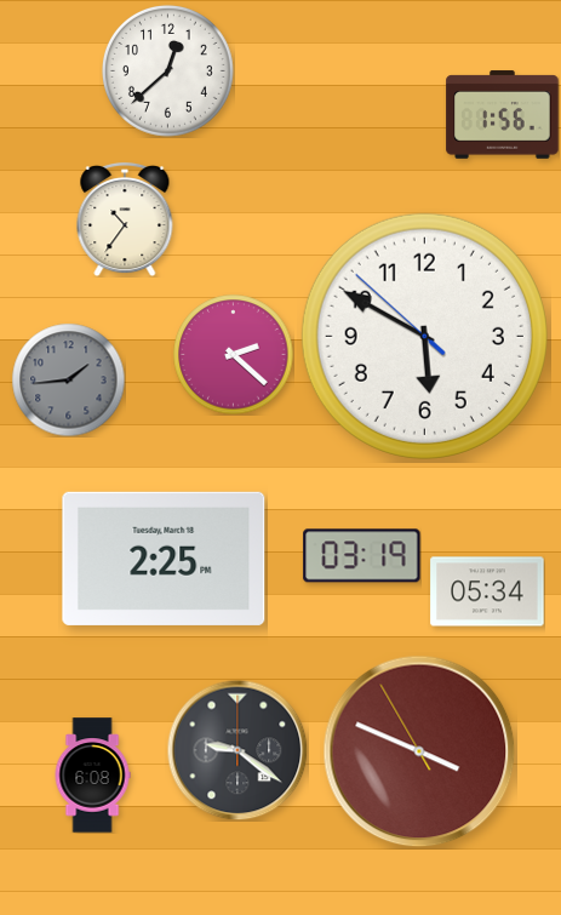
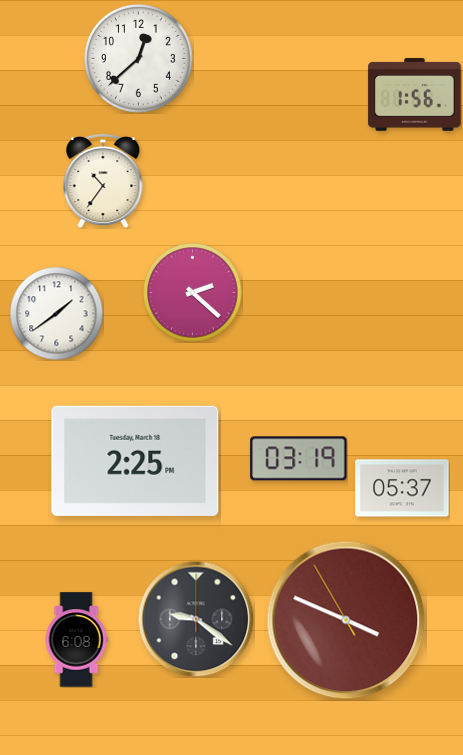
clock at (424, 336): 5:49 -> none
clock at (68, 379): 1:44 -> 1:39
clock at (68, 379) dial: grey -> white
clock at (487, 591): 05:34 -> 05:37
